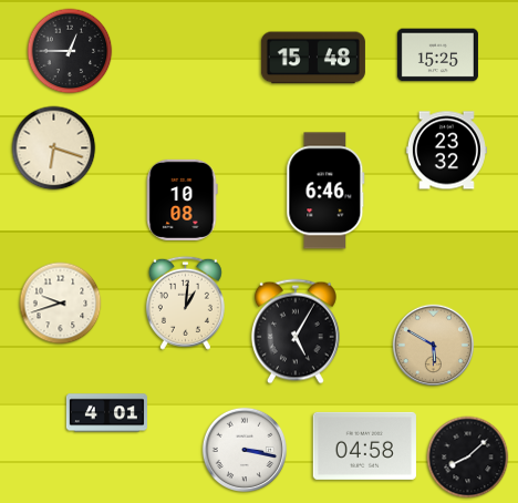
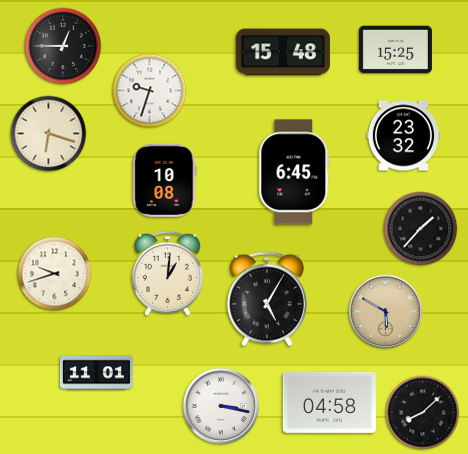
clock at (150, 91): none -> 9:33
clock at (325, 191): 6:46 -> 6:45
clock at (421, 229): none -> 1:37
clock at (434, 346) position: (434, 346) -> (386, 312)
clock at (106, 413): 4:01 -> 11:01
